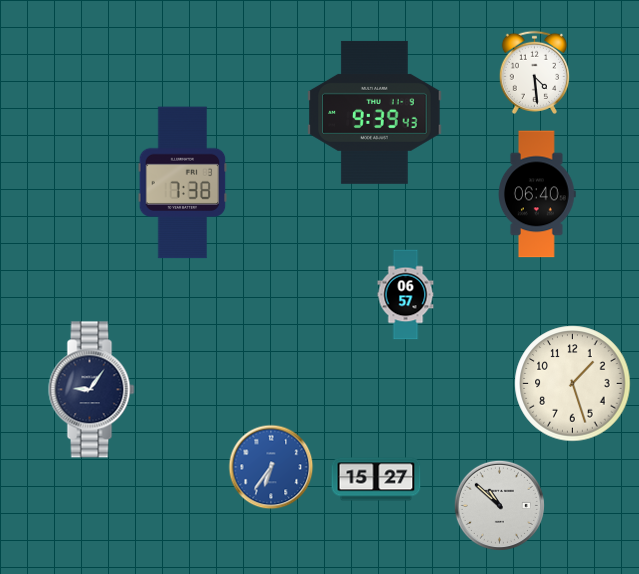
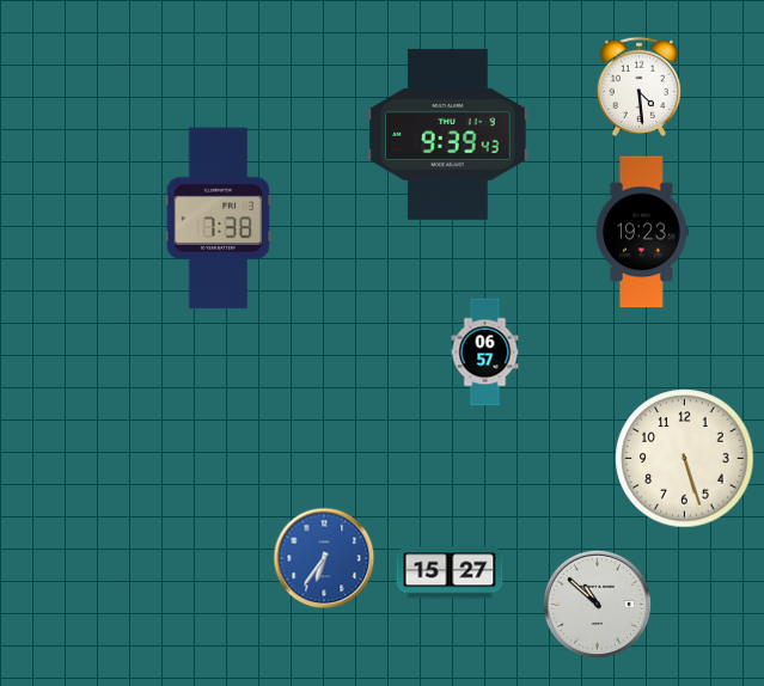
clock at (538, 194): 06:40 -> 19:23
clock at (573, 384): 1:27 -> 5:27
clock at (92, 390): 9:06 -> none
